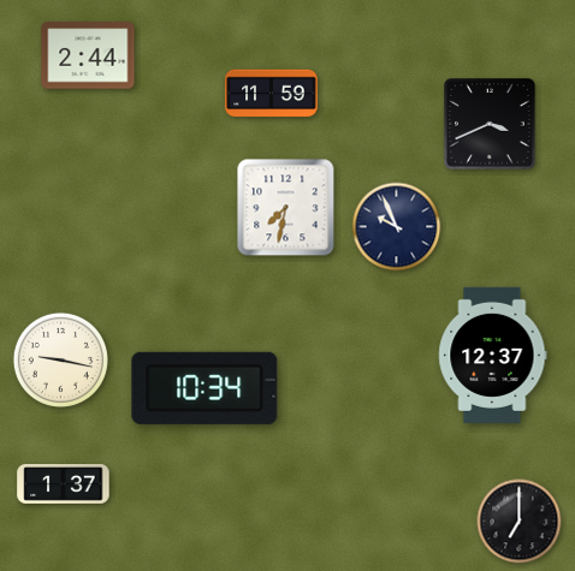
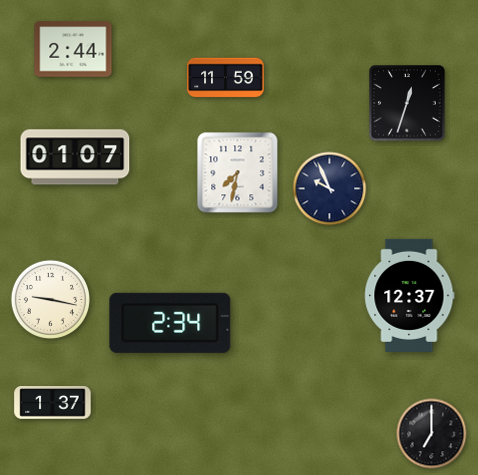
clock at (88, 55) position: (88, 55) -> (73, 49)
clock at (490, 124): 3:41 -> 12:33
clock at (75, 157): none -> 01:07
clock at (204, 388): 10:34 -> 2:34
